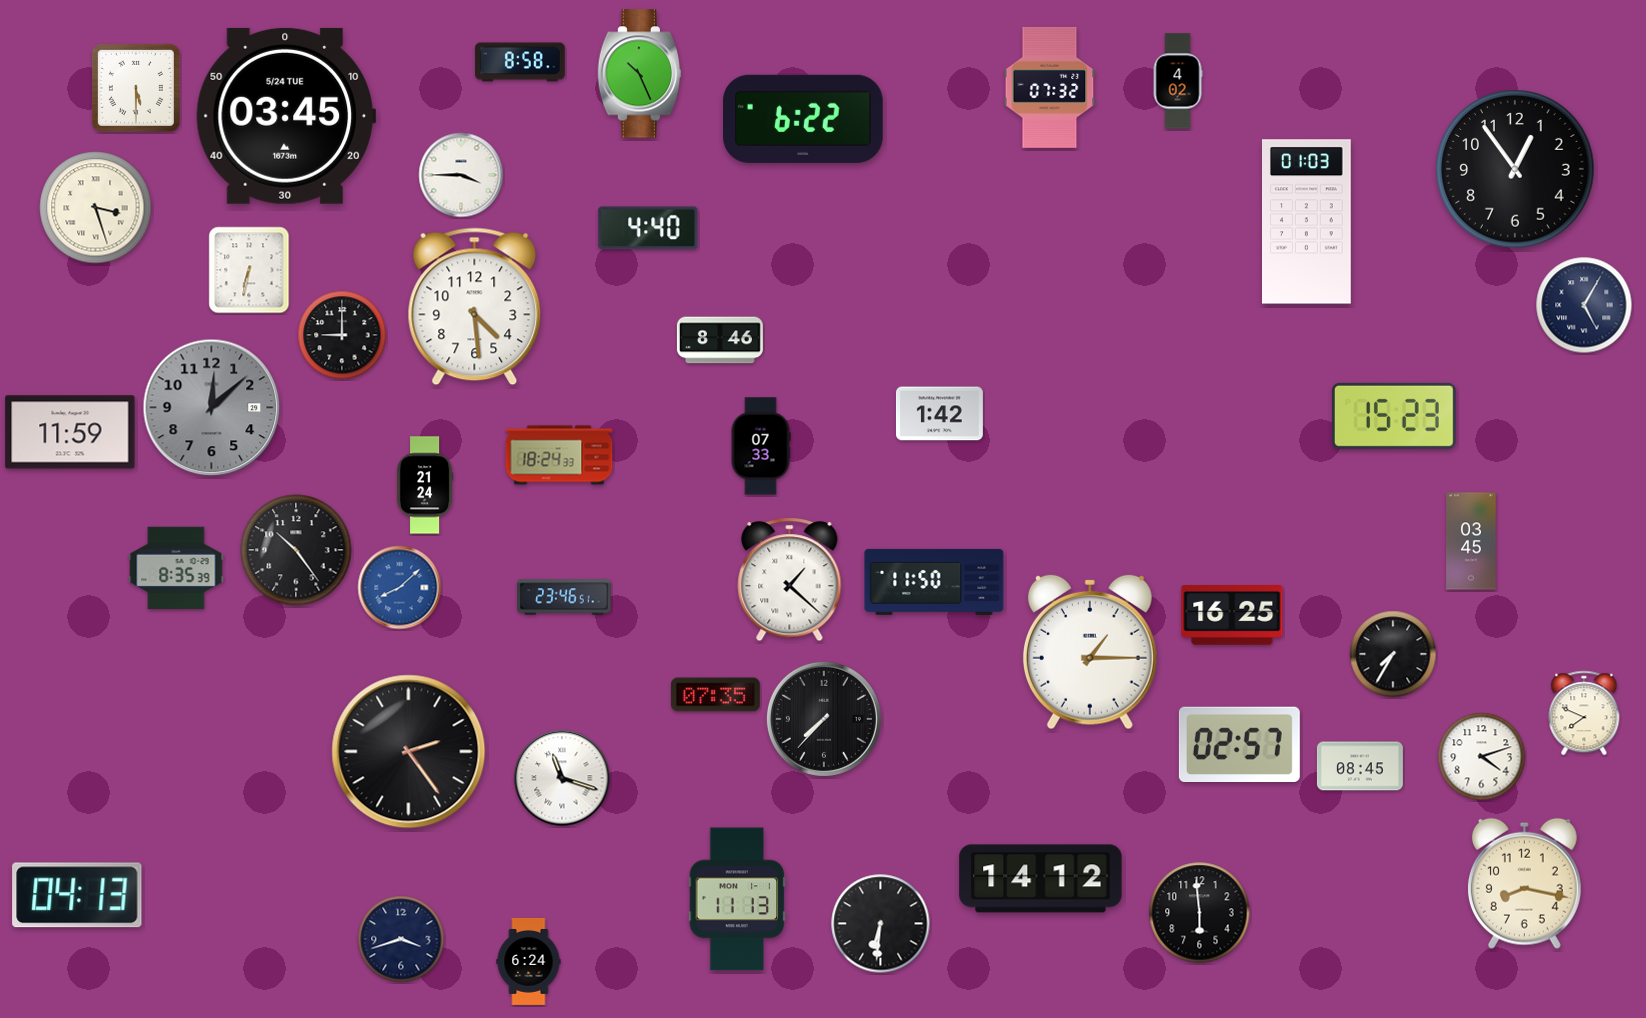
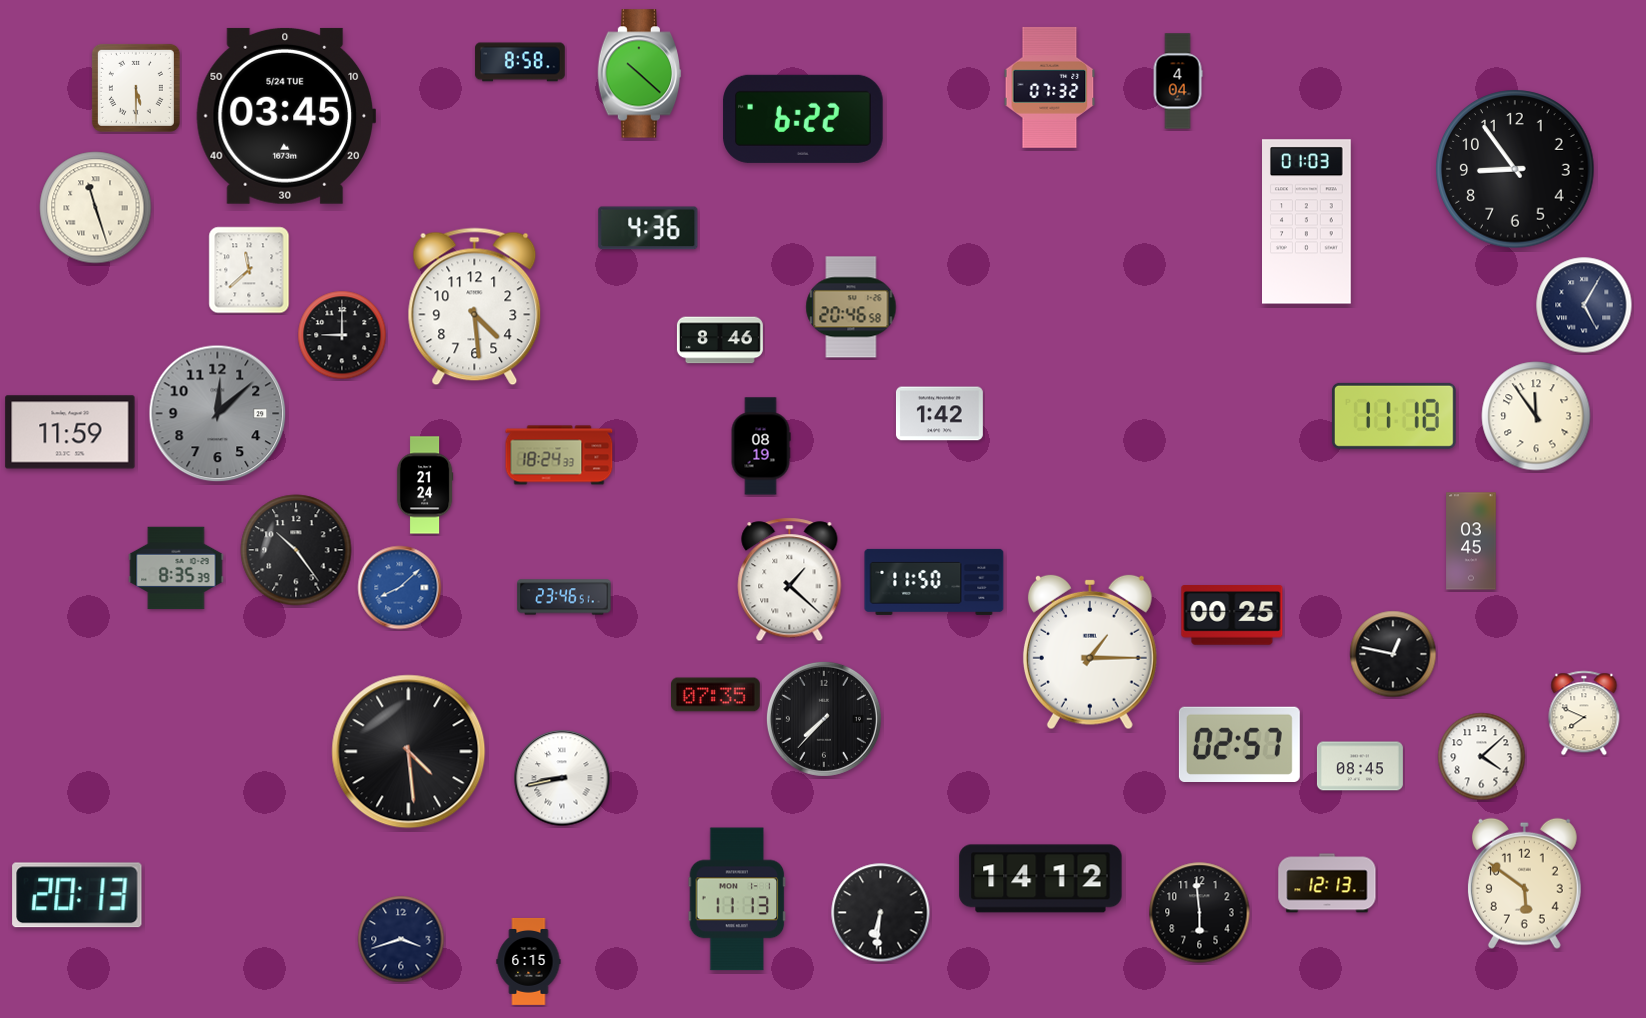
clock at (640, 74): 10:26 -> 10:22
clock at (1178, 81): 4:02 -> 4:04
clock at (1515, 169): 12:54 -> 8:54
clock at (461, 175): 3:45 -> none
clock at (96, 208): 3:27 -> 11:27
clock at (648, 228): 4:40 -> 4:36
clock at (249, 270): 6:32 -> 11:38
clock at (851, 307): none -> 20:46
clock at (212, 408) position: (212, 408) -> (218, 414)
clock at (1394, 416): 15:23 -> 11:18
clock at (1536, 416): none -> 11:54
clock at (761, 446): 07:33 -> 08:19
clock at (1232, 616): 16:25 -> 00:25
clock at (1393, 654): 7:35 -> 12:47
clock at (409, 752): 2:24 -> 4:29
clock at (1482, 757): 4:12 -> 4:08
clock at (562, 778): 11:18 -> 8:43
clock at (1327, 883): none -> 12:13
clock at (1524, 883): 8:17 -> 5:51
clock at (77, 895): 04:13 -> 20:13
clock at (881, 924) position: (881, 924) -> (881, 913)
clock at (529, 961): 6:24 -> 6:15
